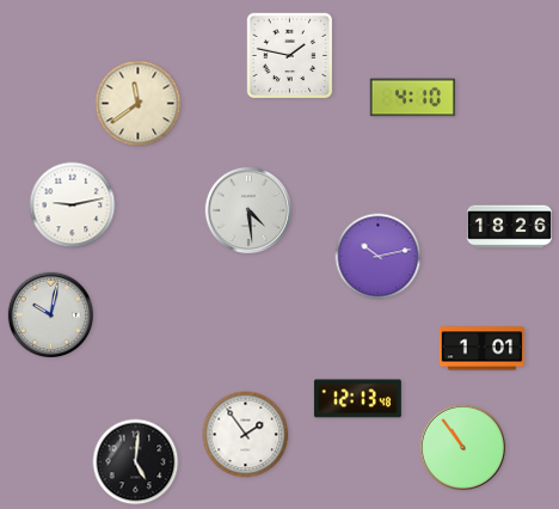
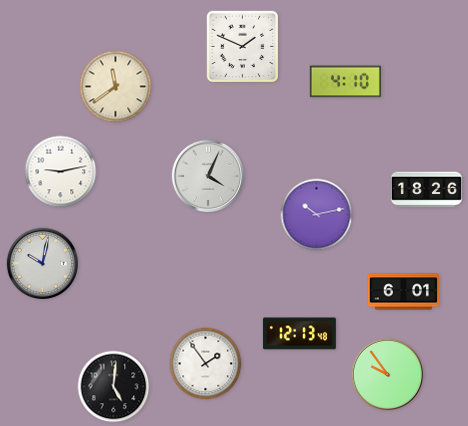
clock at (290, 56): 1:47 -> 1:49
clock at (247, 209): 4:29 -> 4:04
clock at (481, 349): 1:01 -> 6:01
clock at (462, 447): 10:54 -> 9:54
